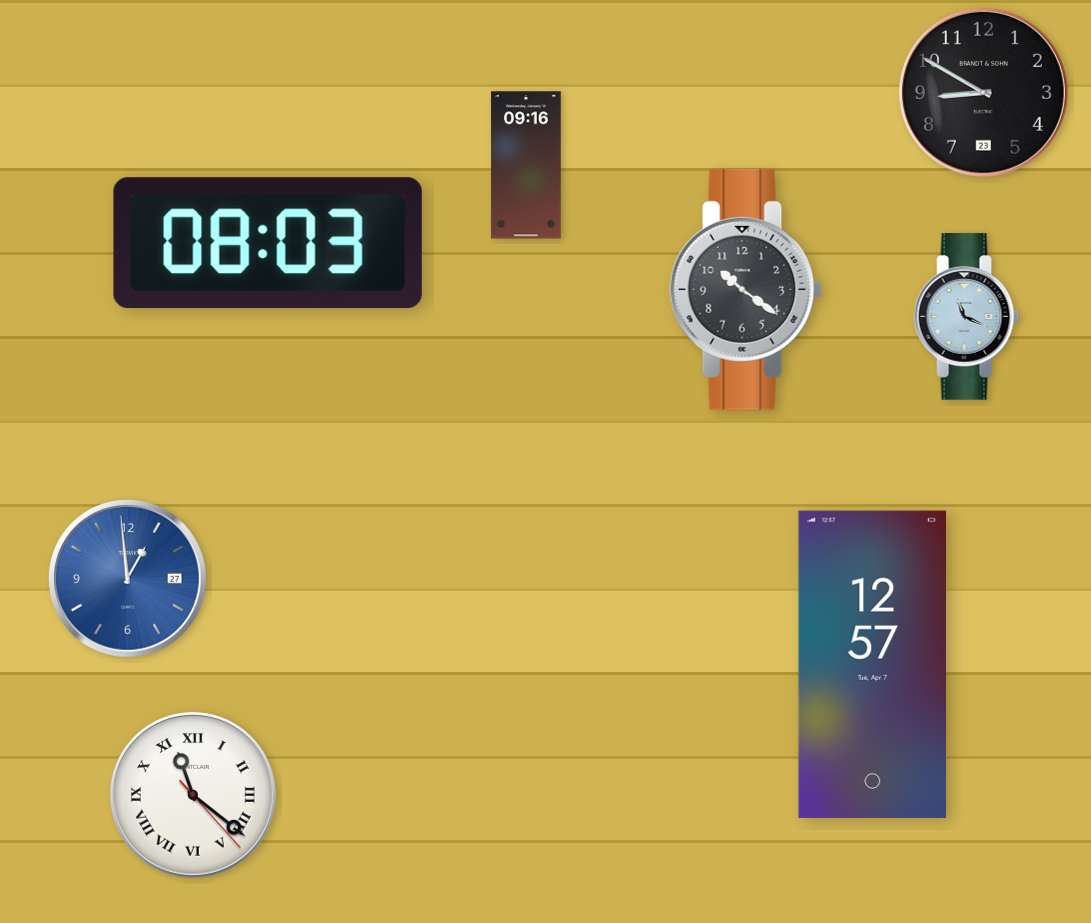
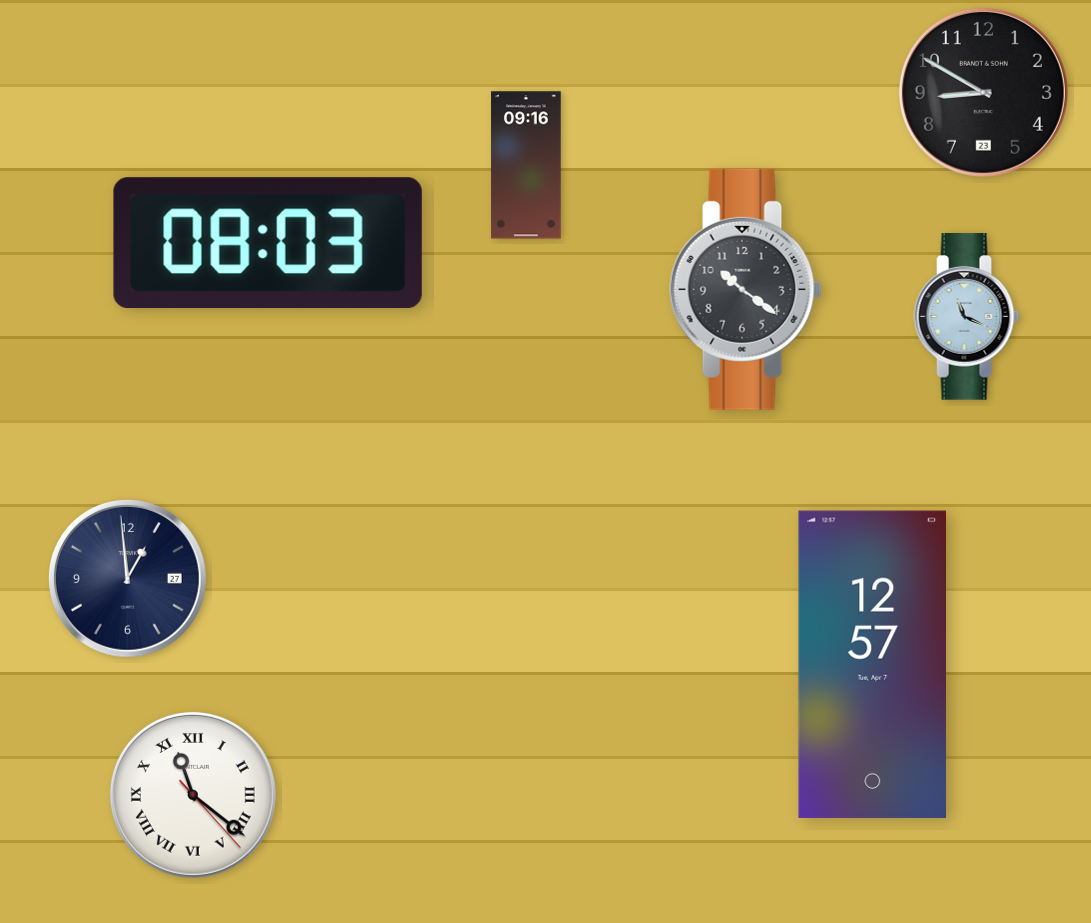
clock at (127, 578) dial: blue -> navy
